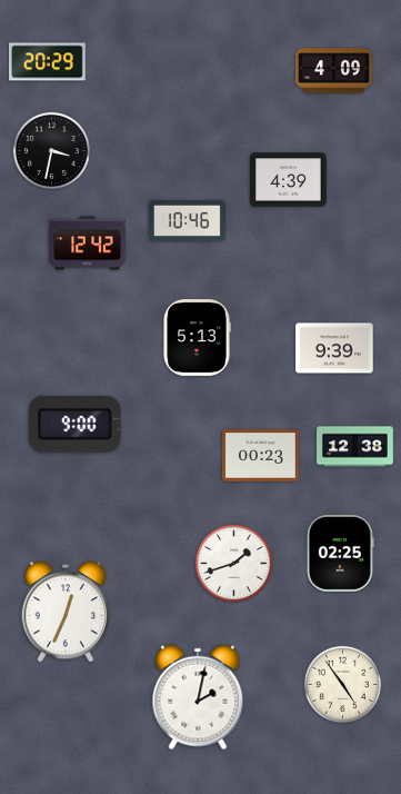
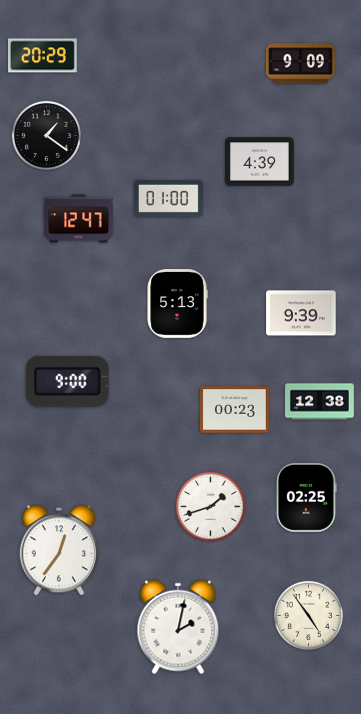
clock at (334, 71): 4:09 -> 9:09
clock at (51, 150): 3:32 -> 1:21
clock at (188, 220): 10:46 -> 01:00
clock at (88, 244): 12:42 -> 12:47
clock at (66, 612): 12:34 -> 12:36
